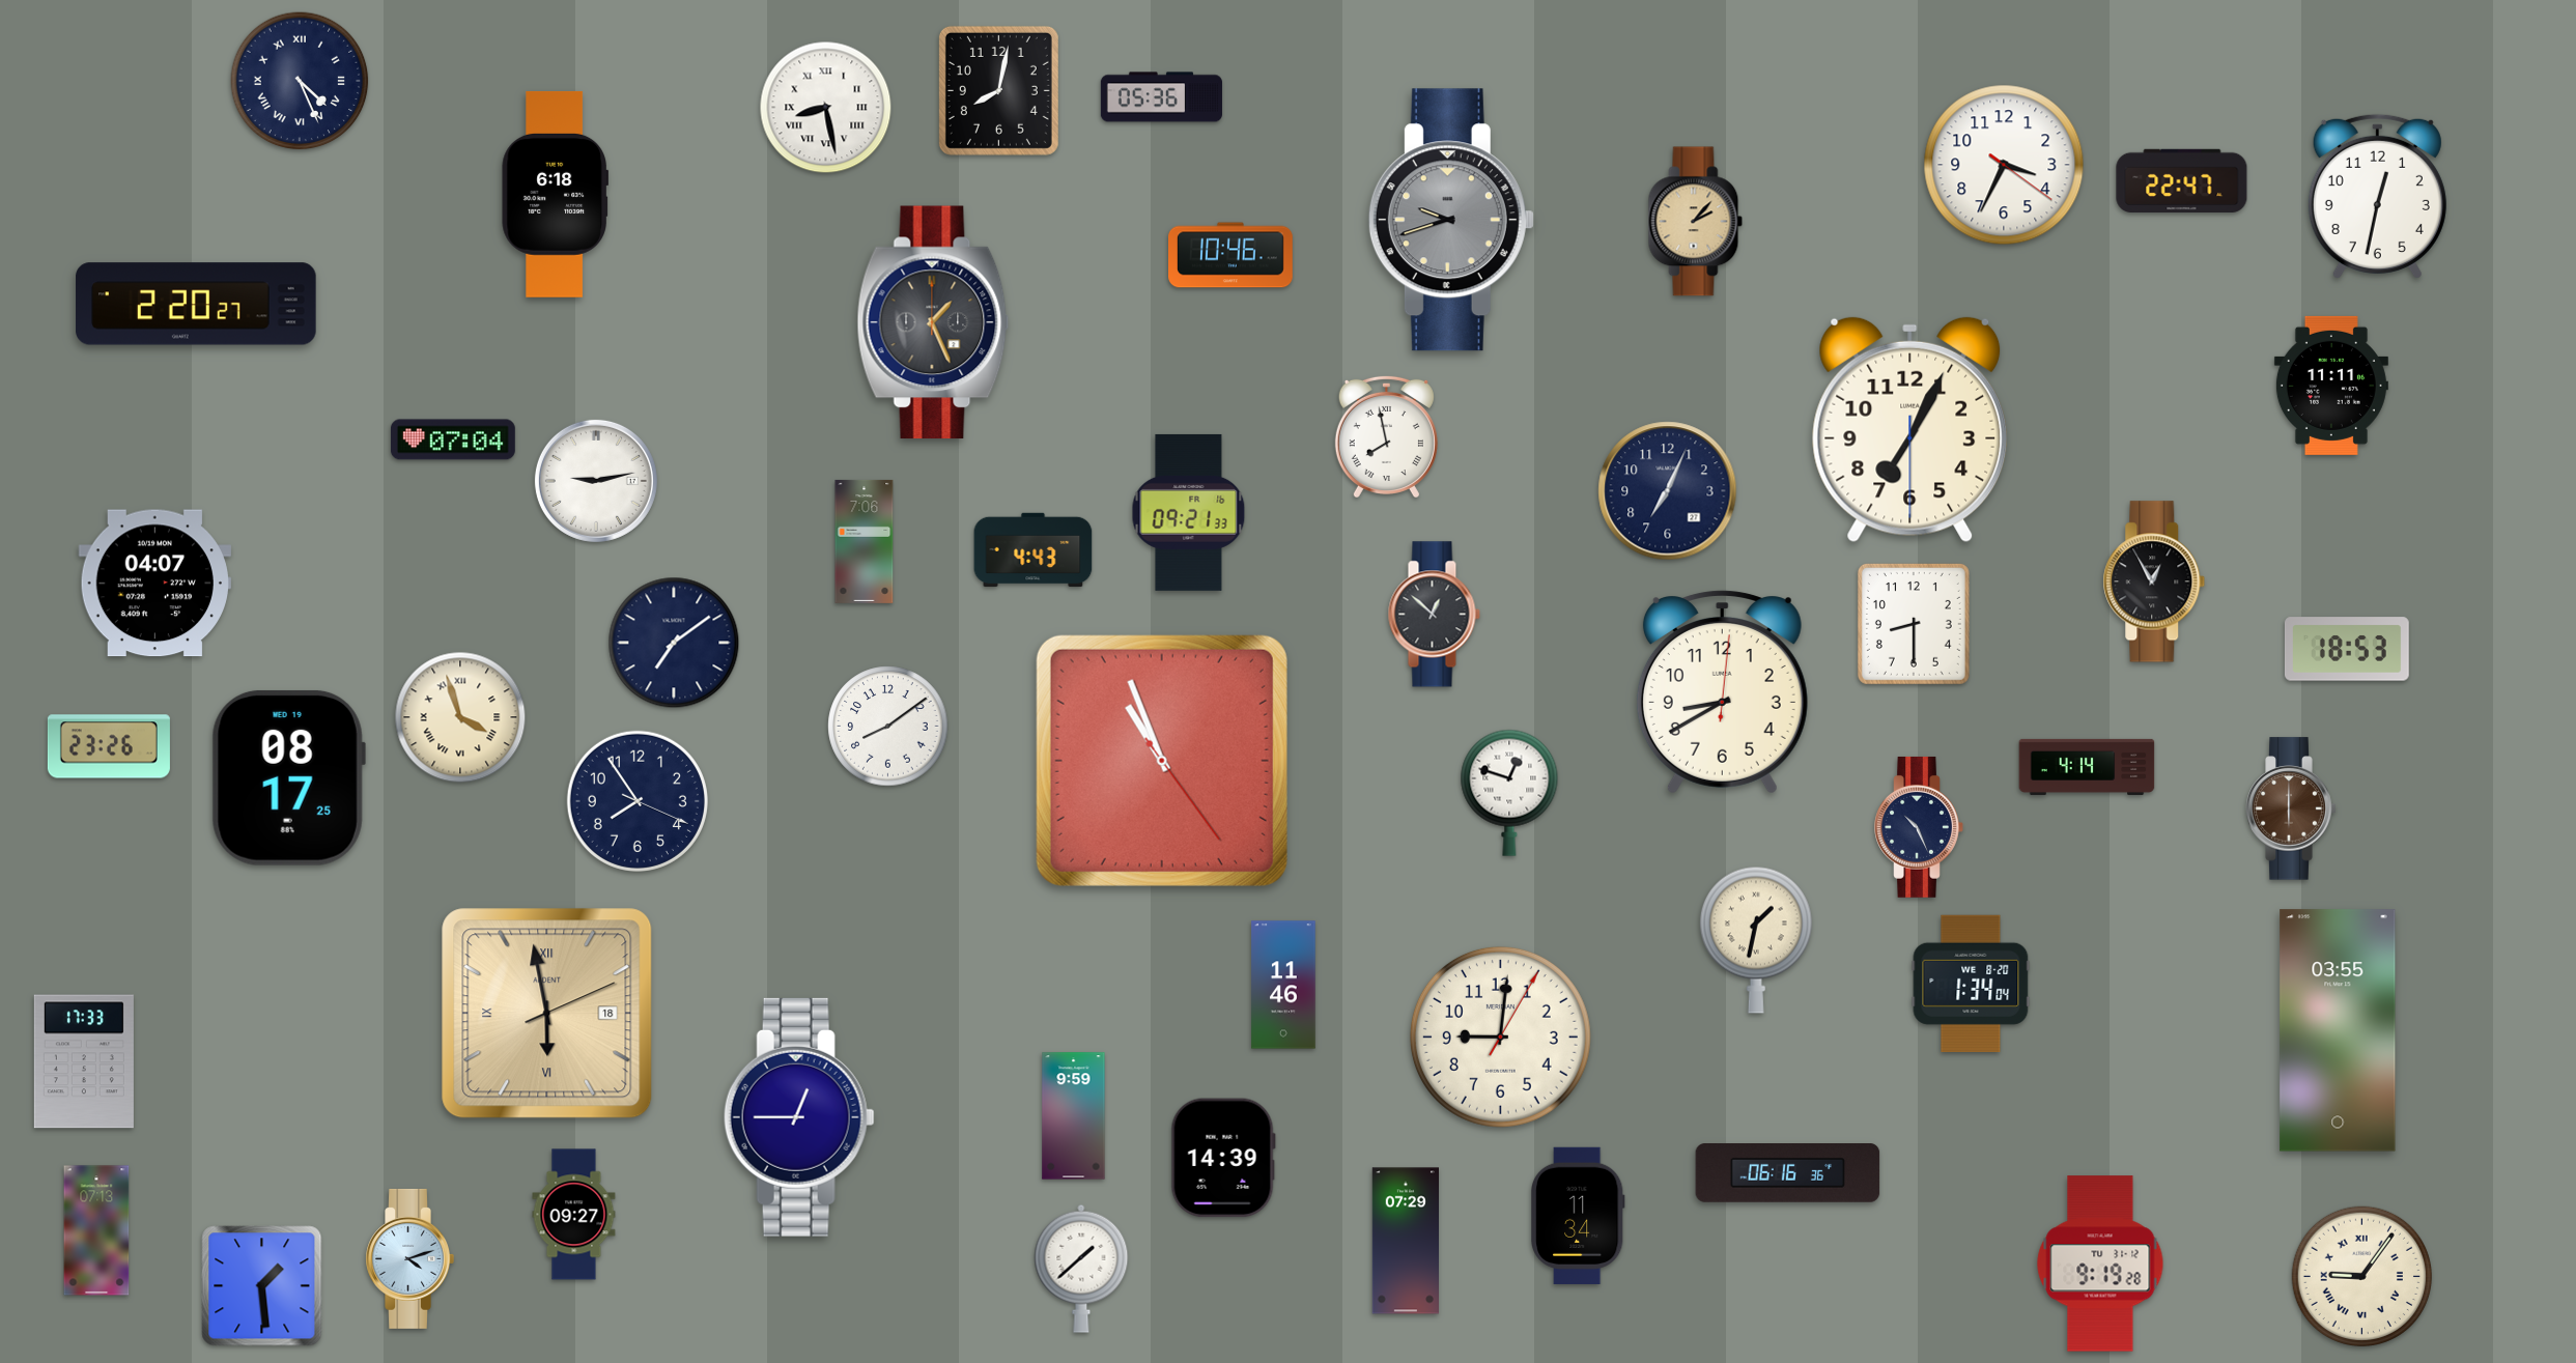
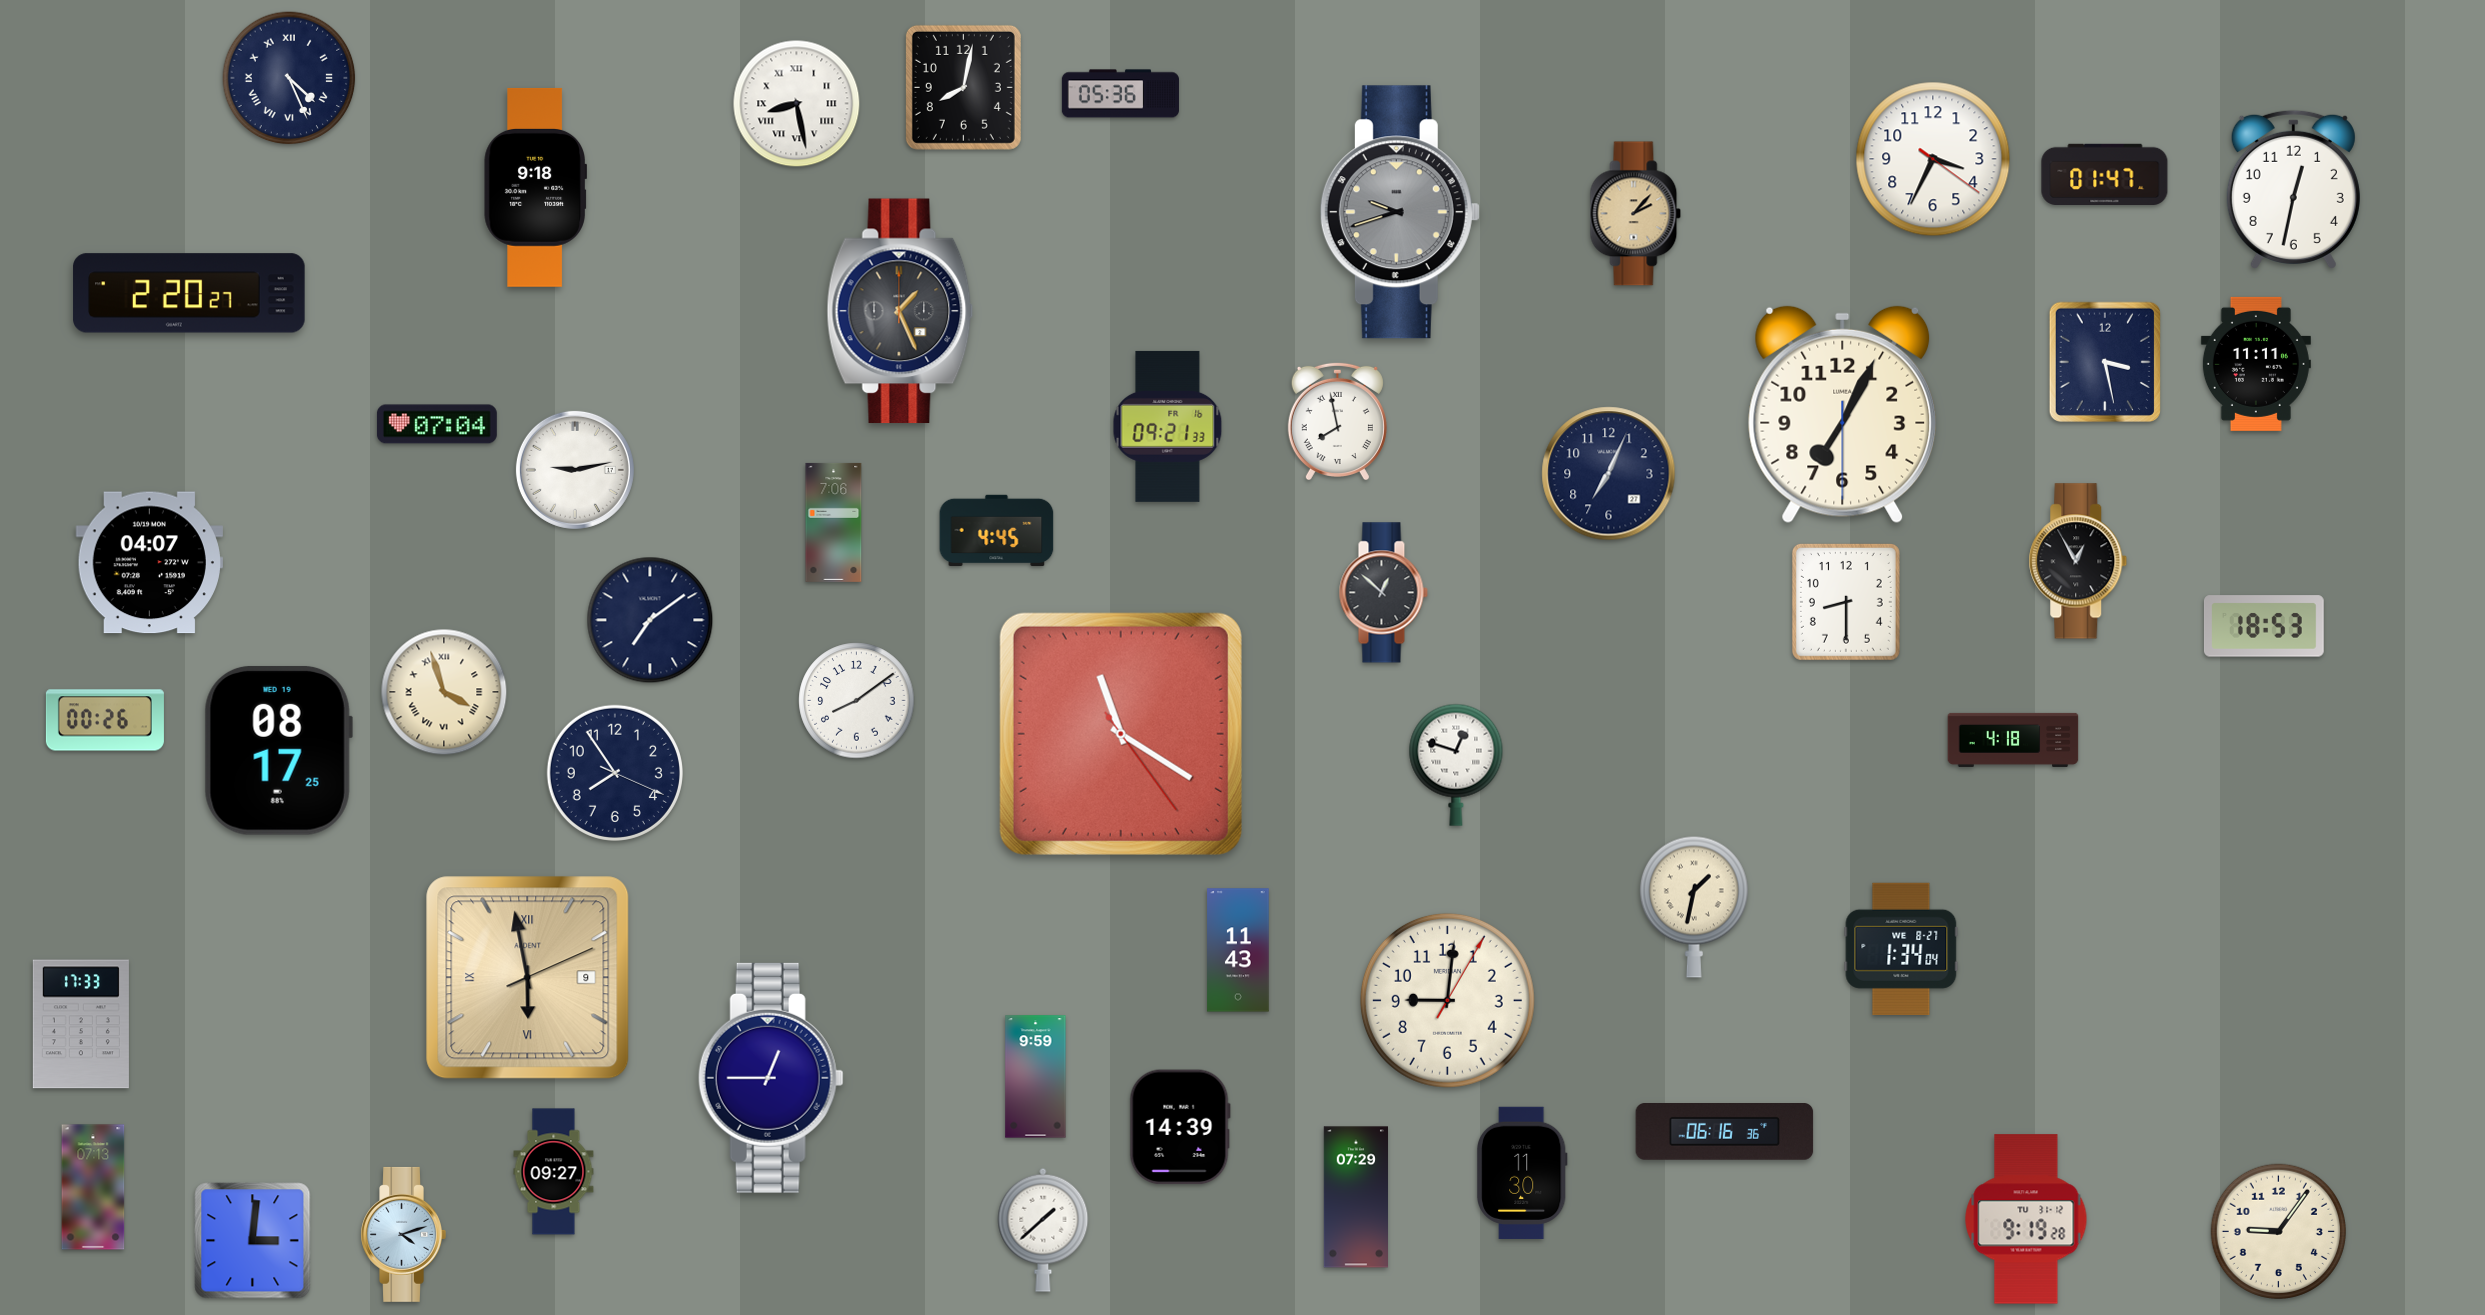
clock at (2182, 180): 22:47 -> 01:47
clock at (555, 194): 6:18 -> 9:18
clock at (1232, 255): 10:46 -> none
clock at (2105, 361): none -> 3:28
clock at (2331, 386) position: (2331, 386) -> (2256, 364)
clock at (596, 481) position: (596, 481) -> (575, 470)
clock at (1189, 512) position: (1189, 512) -> (1168, 426)
clock at (1034, 550): 4:43 -> 4:45
clock at (1722, 692): 8:40 -> none
clock at (109, 746): 23:26 -> 00:26
clock at (1162, 761): 10:56 -> 11:20
clock at (2087, 767): 4:14 -> 4:18
clock at (2291, 808): 6:00 -> none
clock at (1919, 827): 10:26 -> none
clock at (1971, 984) date: WE 8-20 -> WE 8-27
clock at (1283, 985): 11:46 -> 11:43
clock at (547, 1014) date: 18 -> 9
clock at (2338, 1030): 03:55 -> none
clock at (1223, 1158) position: (1223, 1158) -> (1180, 1127)
clock at (1578, 1216): 11:34 -> 11:30
clock at (409, 1258) position: (409, 1258) -> (403, 1234)
clock at (1081, 1269) position: (1081, 1269) -> (1043, 1230)
clock at (2361, 1276) numerals: Roman -> Arabic
clock at (262, 1286): 1:29 -> 3:01
